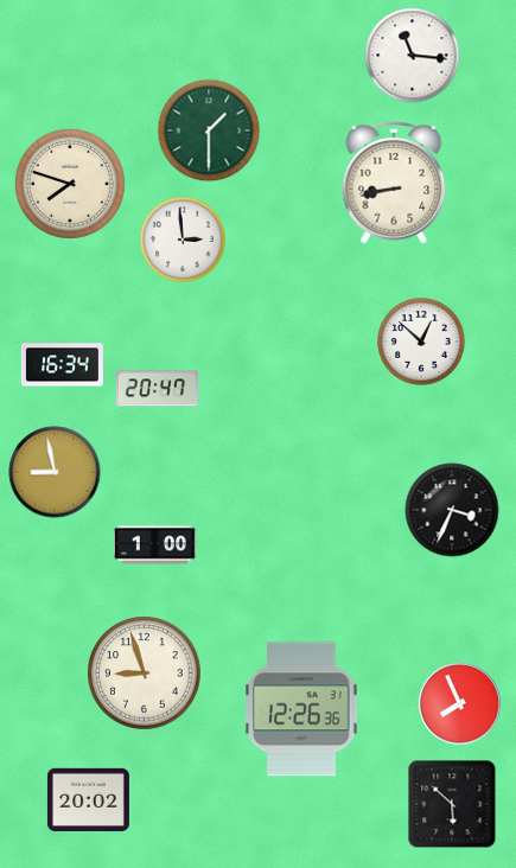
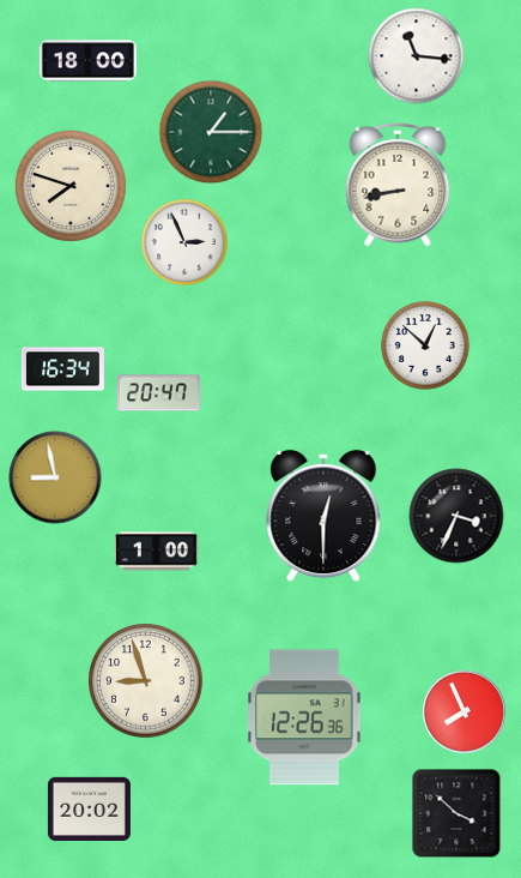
clock at (87, 61): none -> 18:00
clock at (209, 130): 1:30 -> 1:15
clock at (183, 240): 2:59 -> 2:56
clock at (323, 516): none -> 12:30
clock at (452, 804): 5:52 -> 3:52
